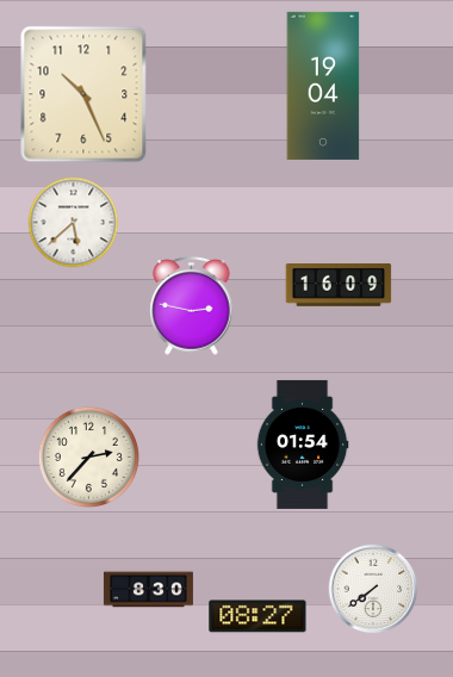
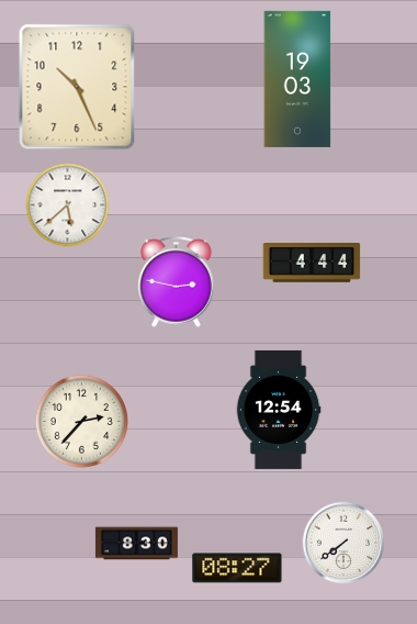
clock at (323, 86): 19:04 -> 19:03
clock at (339, 286): 16:09 -> 4:44
clock at (303, 445): 01:54 -> 12:54
